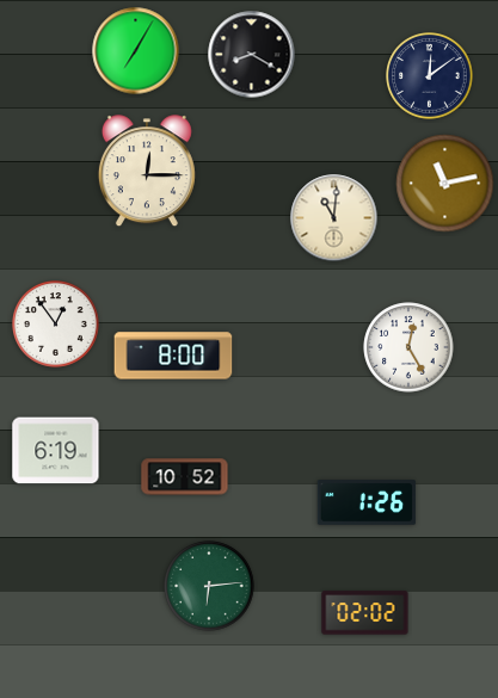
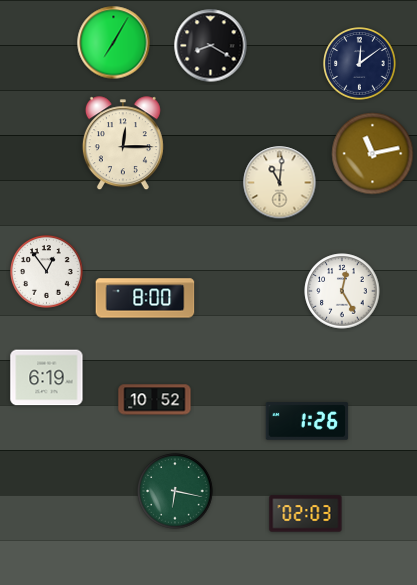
clock at (209, 586): 6:14 -> 6:17
clock at (365, 613): 02:02 -> 02:03
